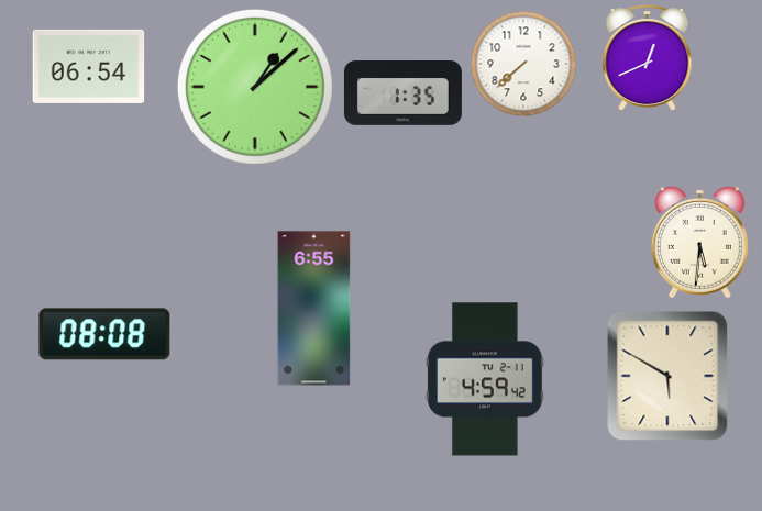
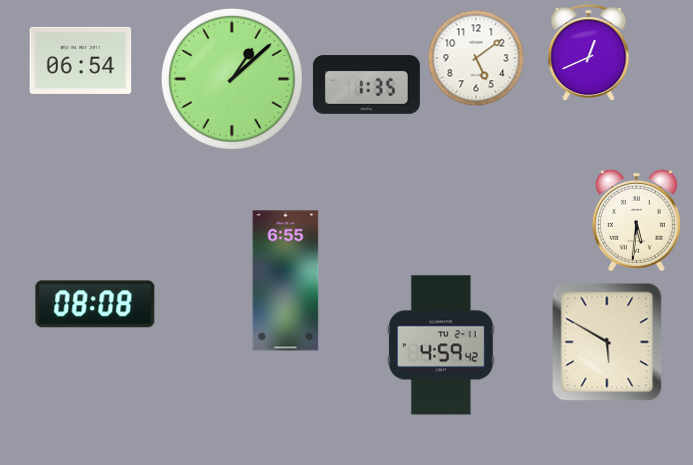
clock at (523, 64): 7:38 -> 5:09
